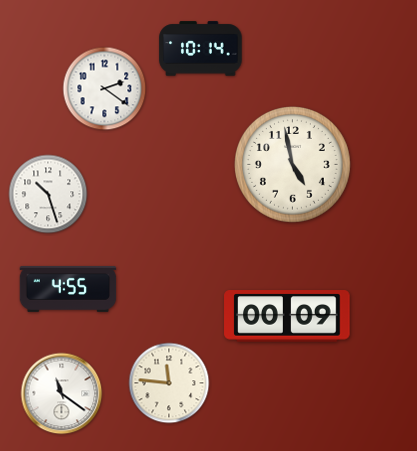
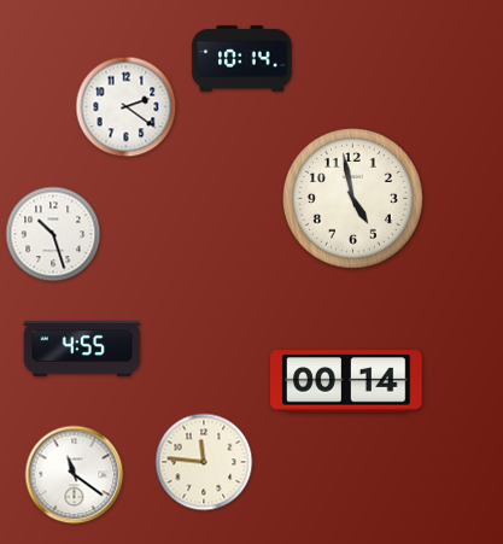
clock at (48, 194) position: (48, 194) -> (53, 234)
clock at (287, 316): 00:09 -> 00:14
